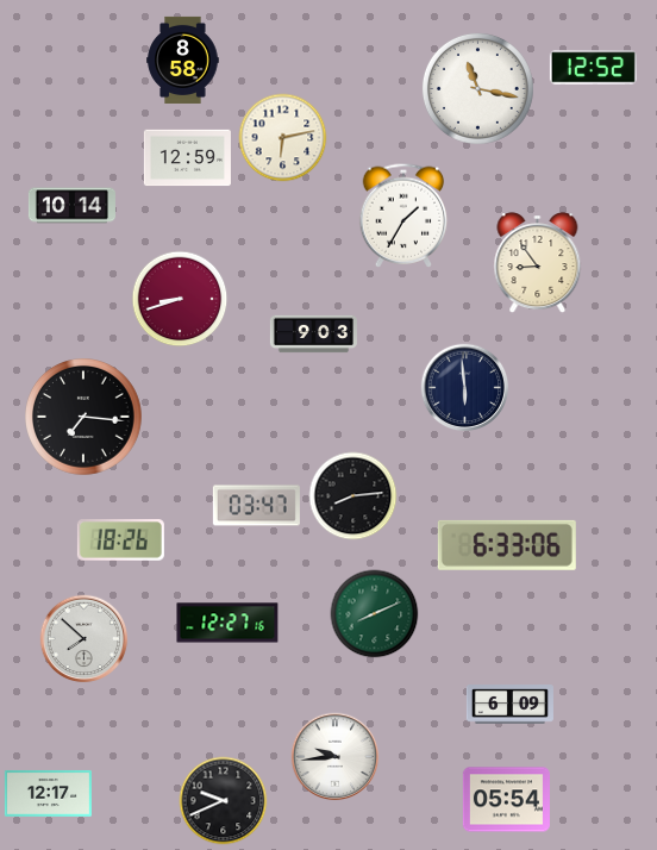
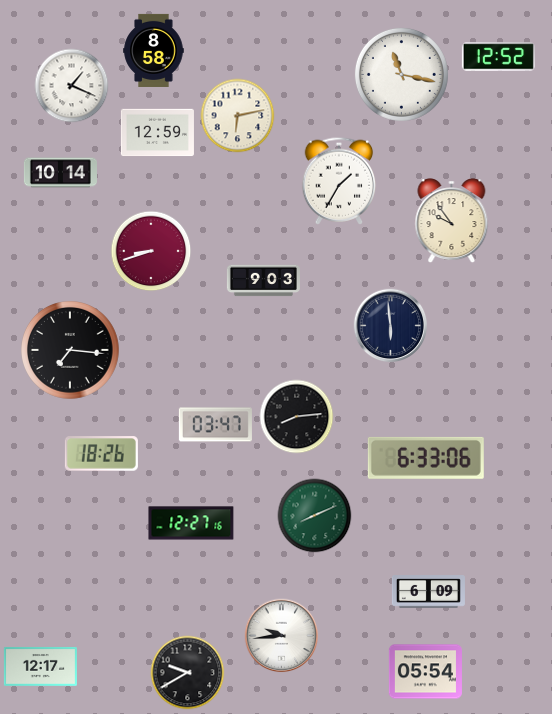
clock at (72, 86): none -> 1:19
clock at (538, 263): 8:54 -> 9:54
clock at (85, 639): 7:52 -> none
clock at (224, 801): 9:41 -> 9:40
